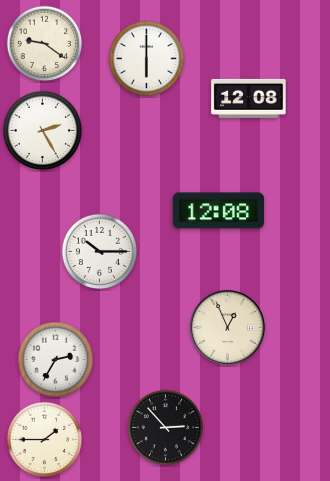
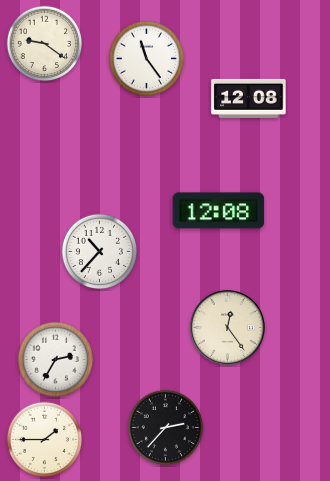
clock at (147, 59): 6:00 -> 11:24
clock at (42, 130): 2:25 -> none
clock at (100, 252): 10:15 -> 10:37
clock at (227, 327): 12:56 -> 12:24
clock at (166, 428): 2:53 -> 2:37
